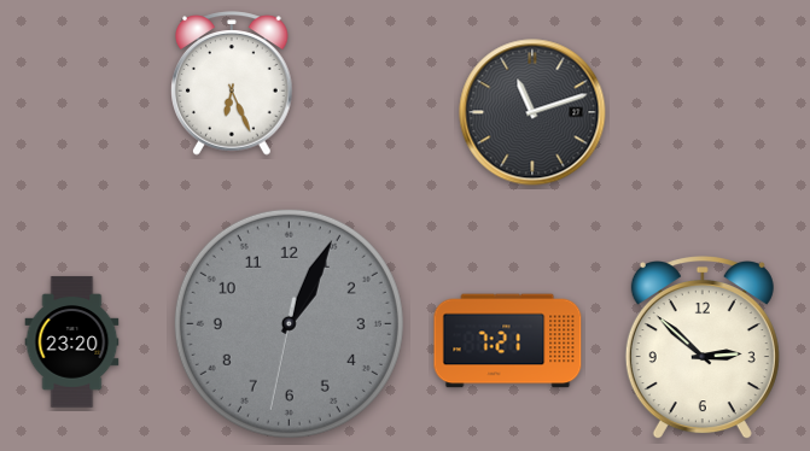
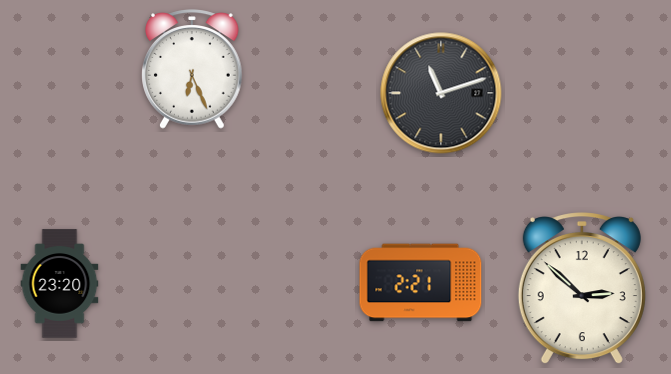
clock at (289, 323): 1:04 -> none
clock at (508, 341): 7:21 -> 2:21
